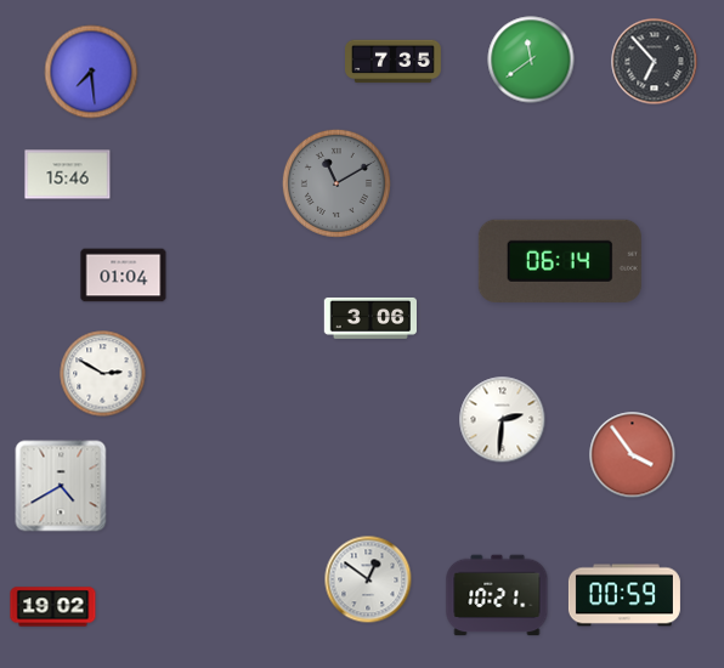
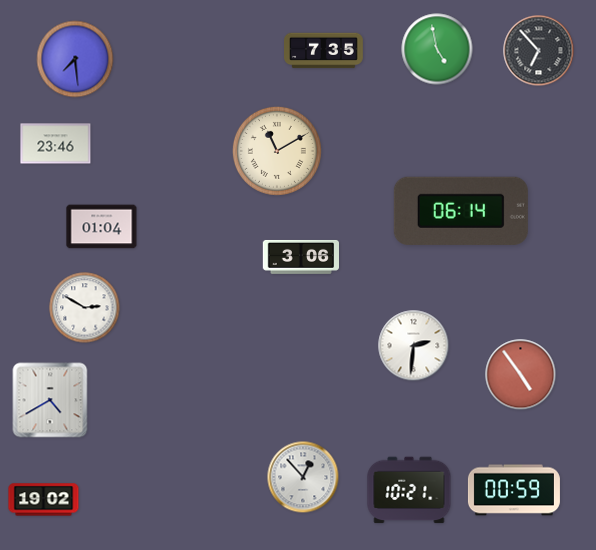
clock at (531, 60): 11:39 -> 4:58
clock at (68, 175): 15:46 -> 23:46
clock at (336, 183) dial: grey -> cream
clock at (560, 261) position: (560, 261) -> (461, 211)
clock at (371, 318) position: (371, 318) -> (301, 257)
clock at (633, 455): 3:54 -> 4:54
clock at (368, 579): 12:51 -> 12:53
